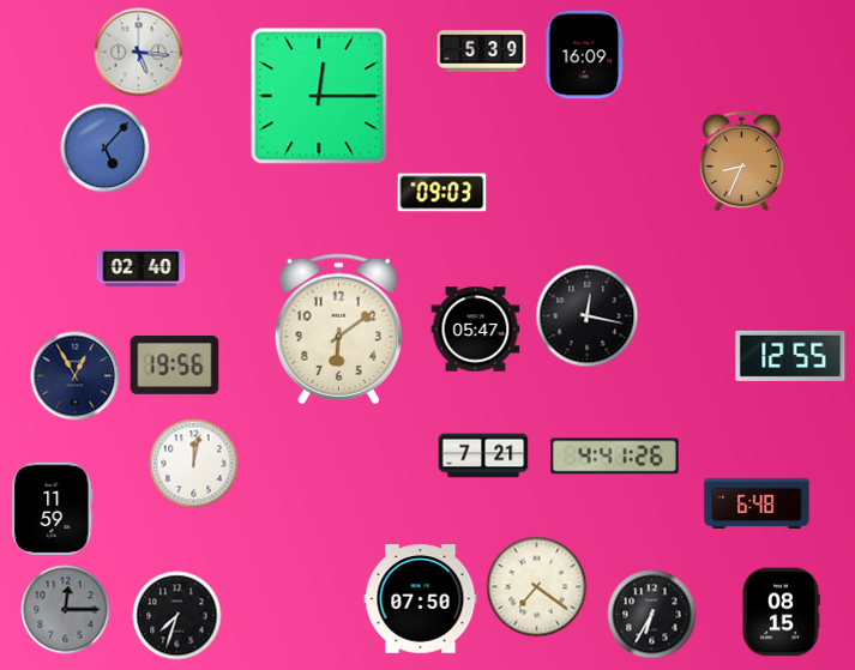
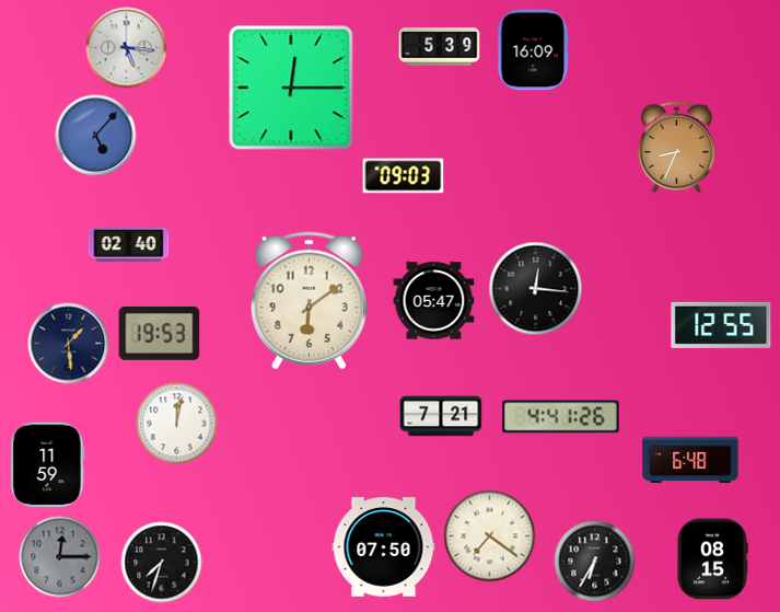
clock at (588, 316): 12:17 -> 12:16
clock at (175, 366): 19:56 -> 19:53
clock at (76, 376): 12:55 -> 1:29
